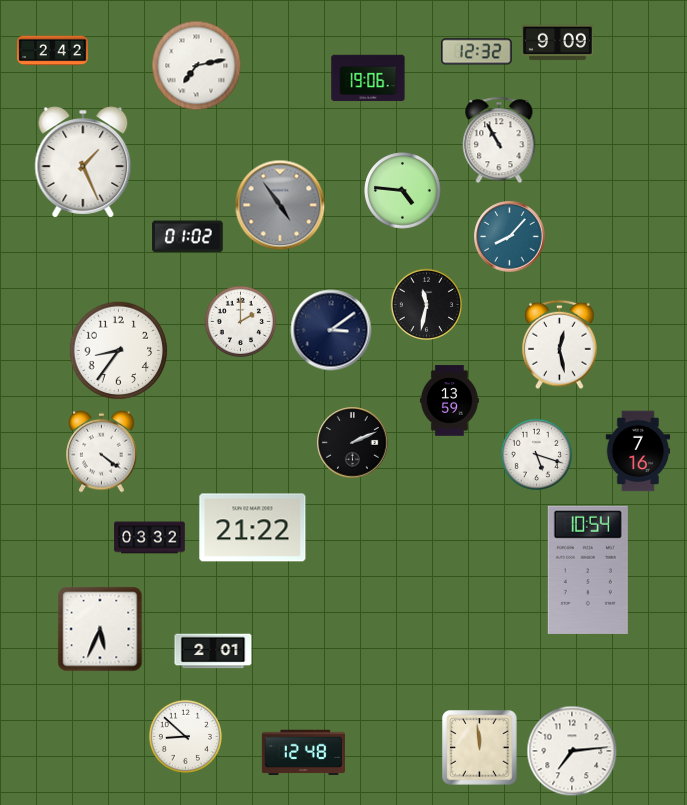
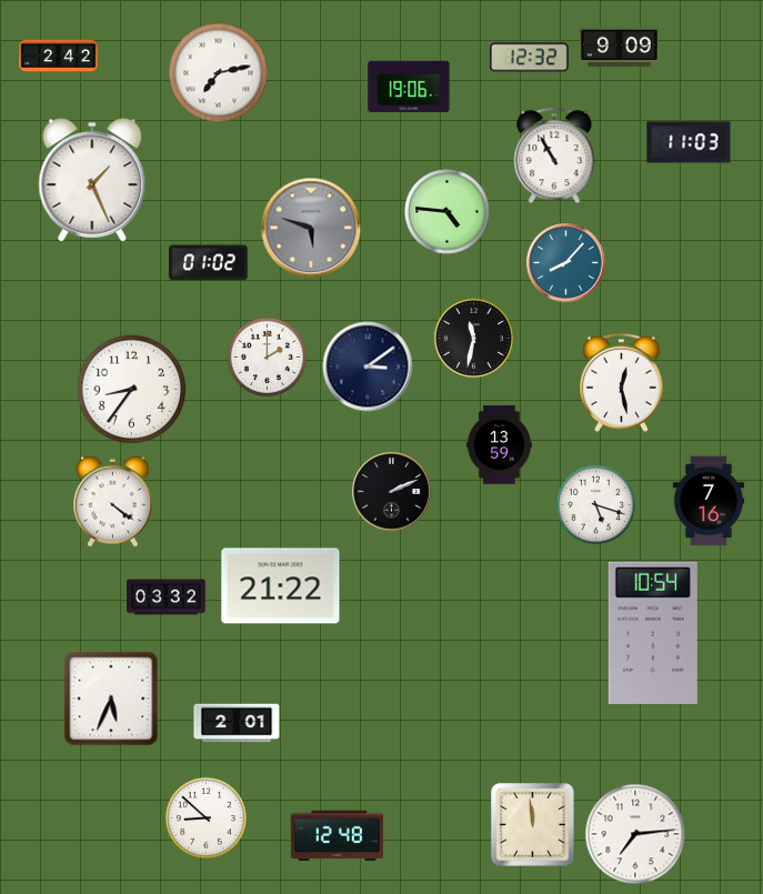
clock at (689, 142): none -> 11:03
clock at (280, 205): 4:54 -> 5:48
clock at (480, 748) position: (480, 748) -> (533, 825)
